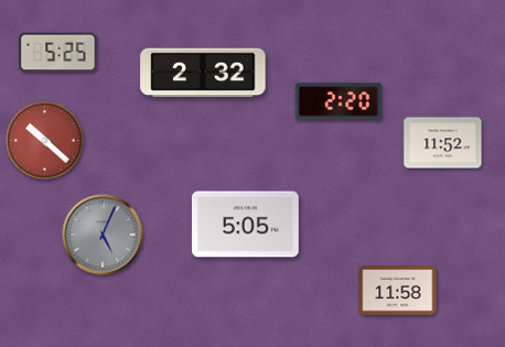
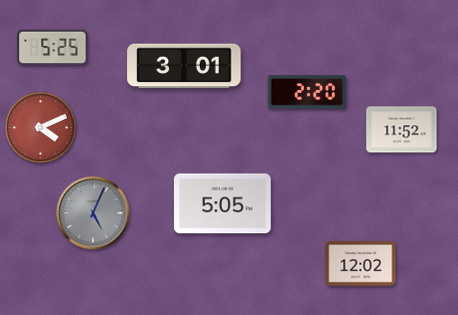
clock at (203, 73): 2:32 -> 3:01
clock at (45, 141): 10:22 -> 4:11
clock at (398, 291): 11:58 -> 12:02
